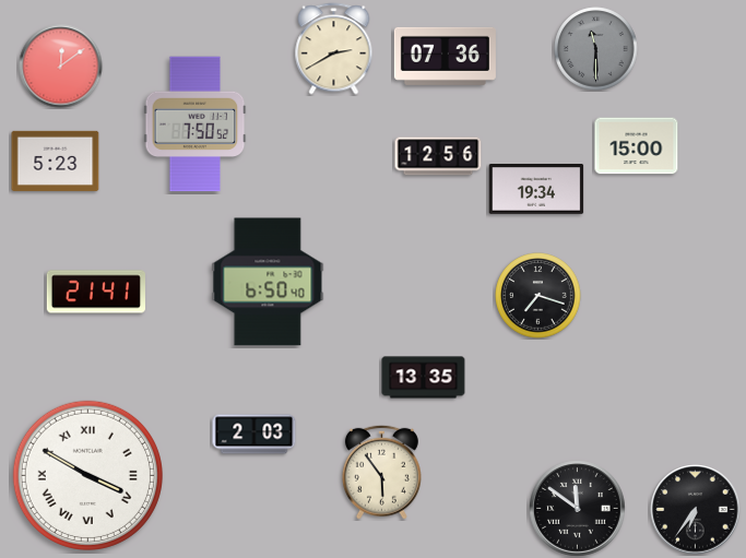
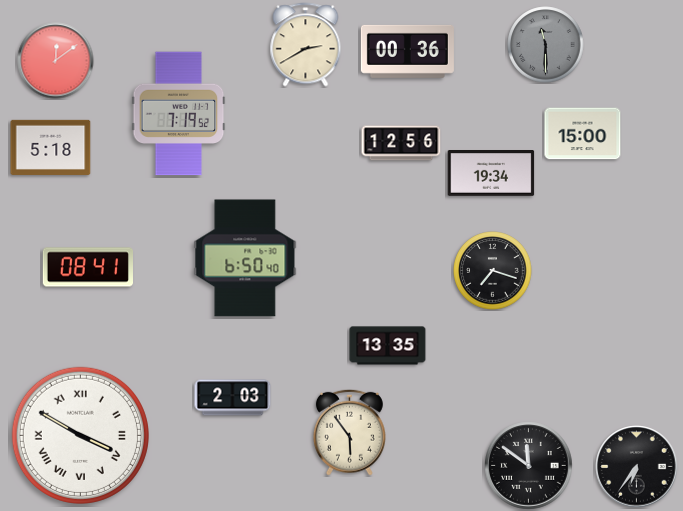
clock at (445, 56): 07:36 -> 00:36
clock at (196, 124): 7:50 -> 7:19
clock at (56, 161): 5:23 -> 5:18
clock at (95, 292): 21:41 -> 08:41
